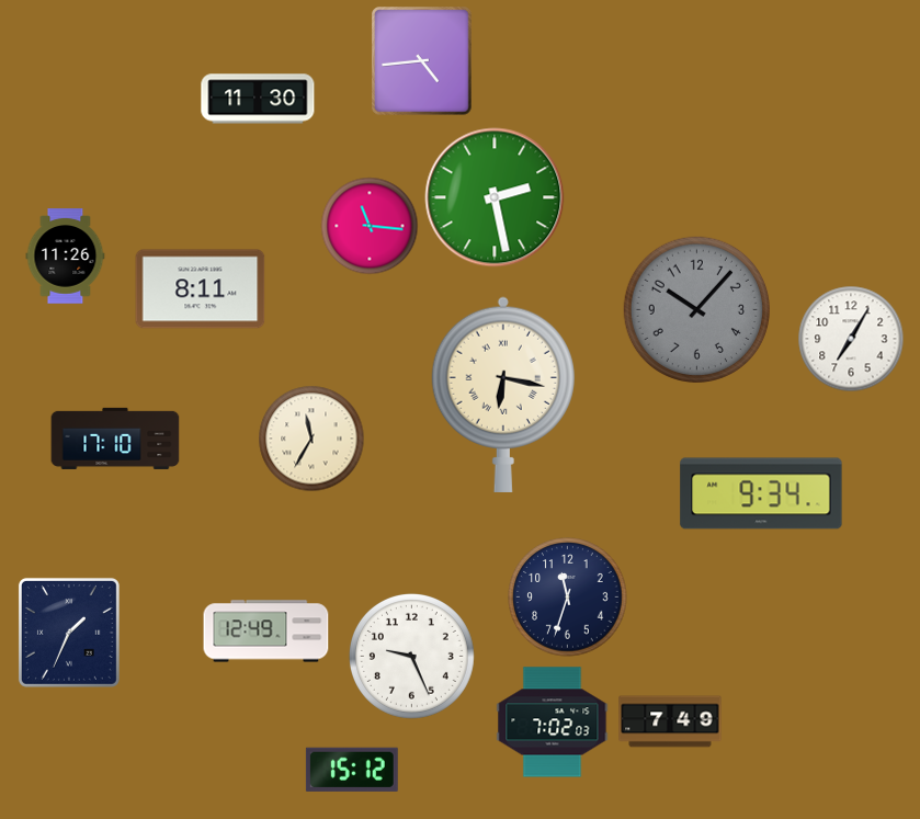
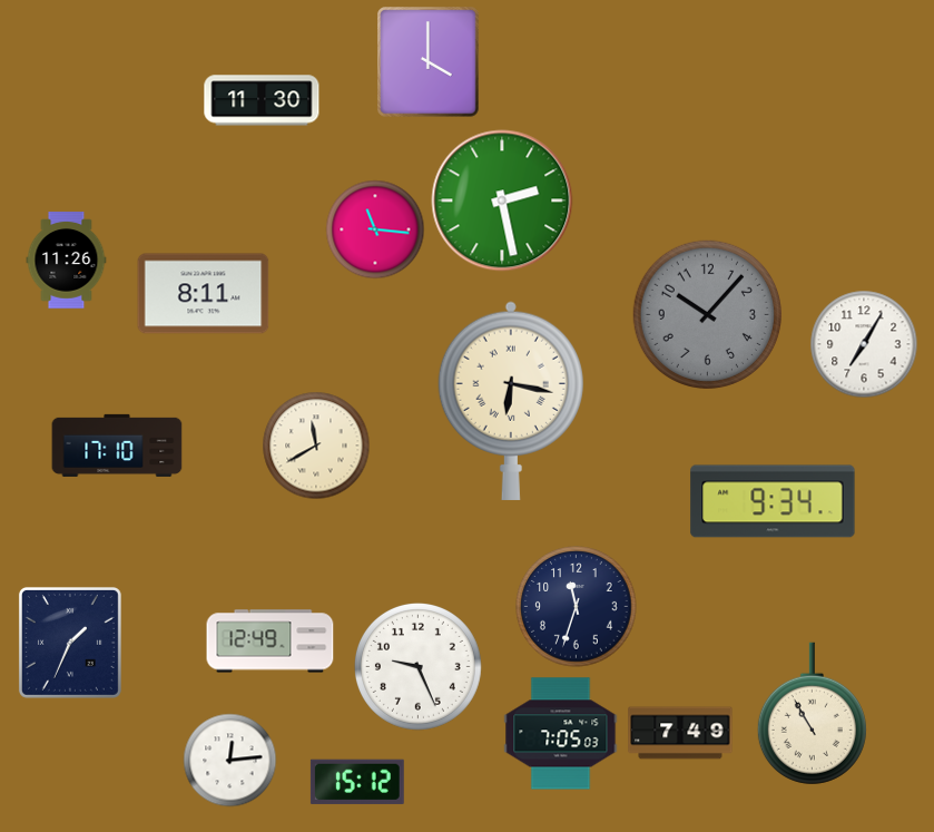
clock at (422, 61): 4:44 -> 4:00
clock at (311, 439): 11:35 -> 11:40
clock at (812, 714): none -> 10:55
clock at (553, 723): 7:02 -> 7:05
clock at (229, 760): none -> 12:14
